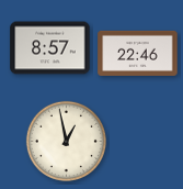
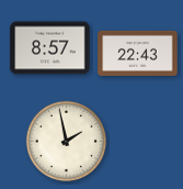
clock at (138, 53): 22:46 -> 22:43
clock at (66, 141): 12:58 -> 1:58
